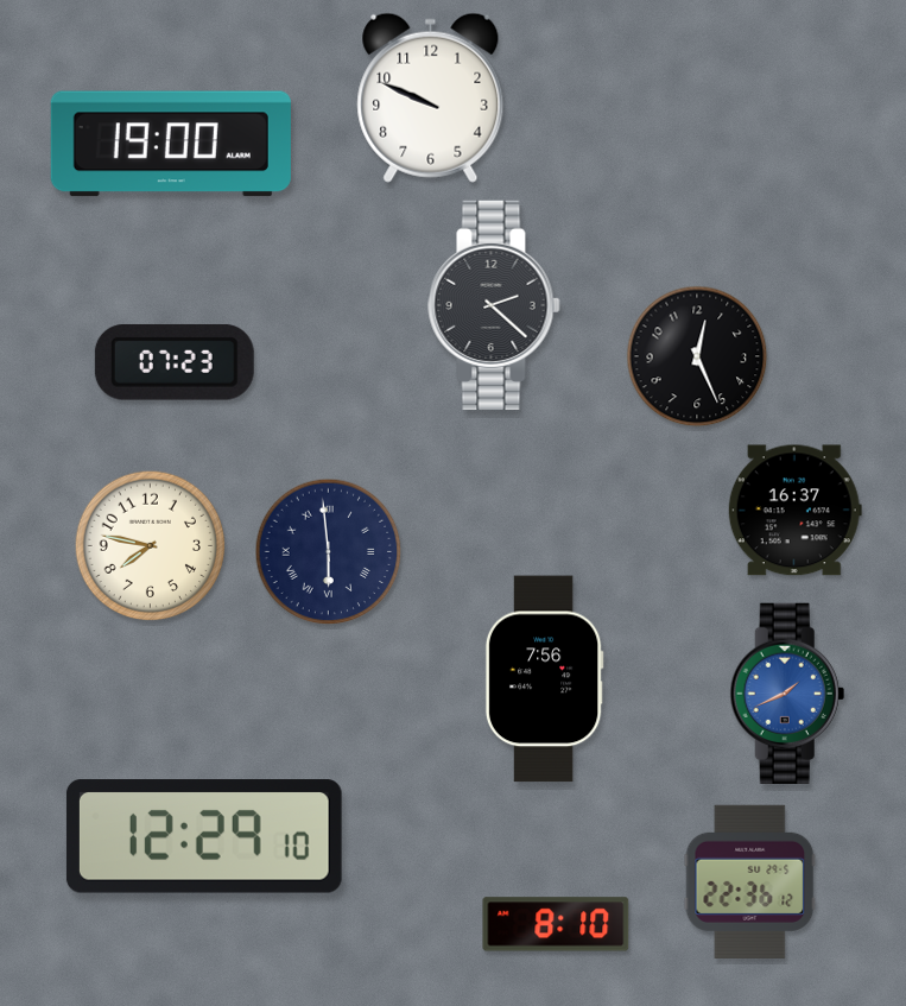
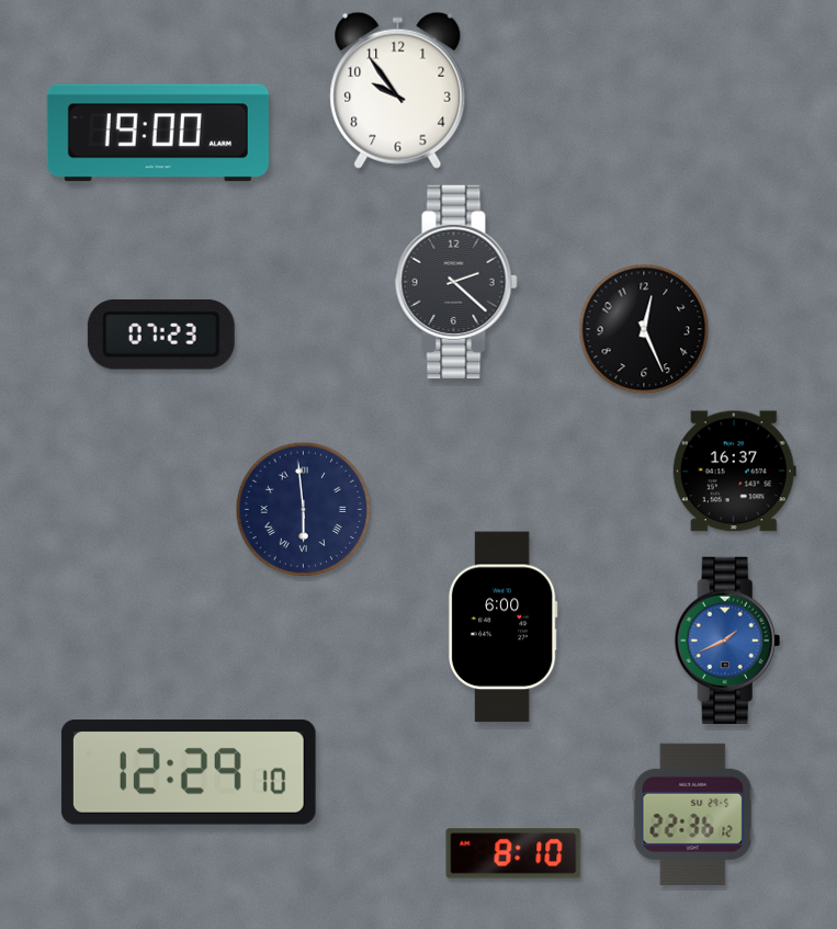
clock at (431, 97): 9:49 -> 9:54
clock at (151, 546): 7:47 -> none
clock at (544, 679): 7:56 -> 6:00
